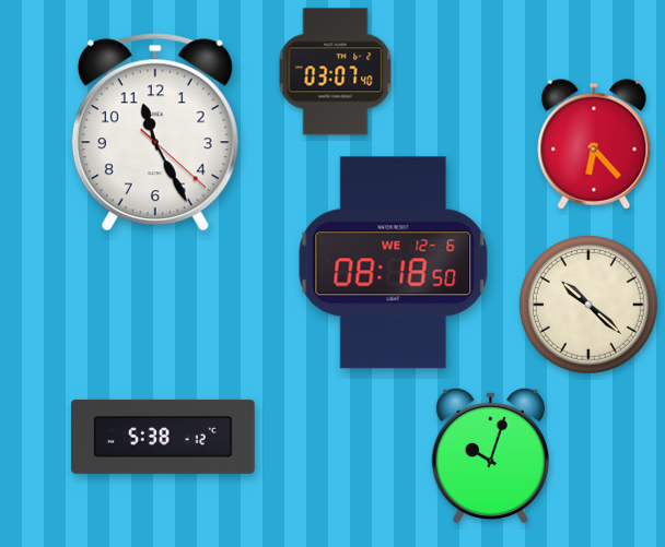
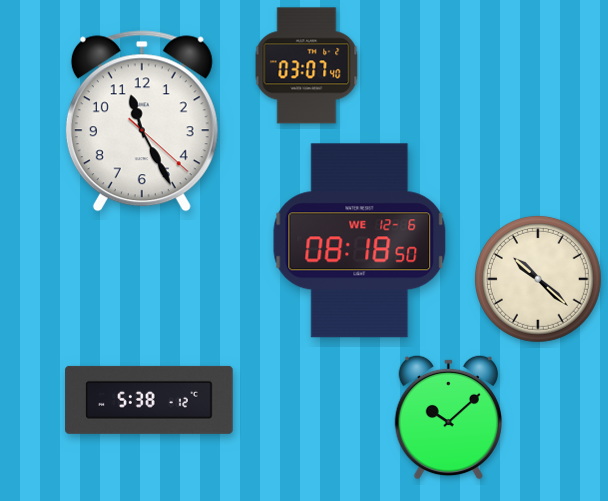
clock at (594, 144): 6:23 -> none
clock at (490, 455): 10:03 -> 10:08
